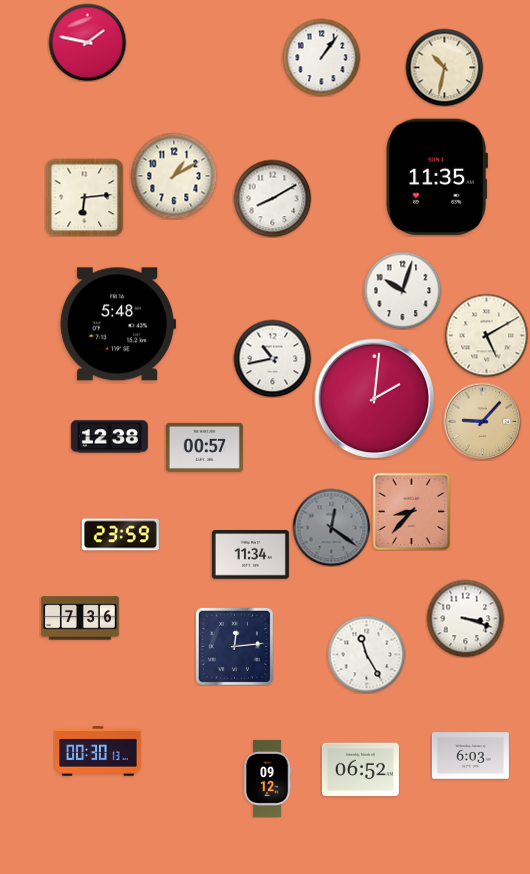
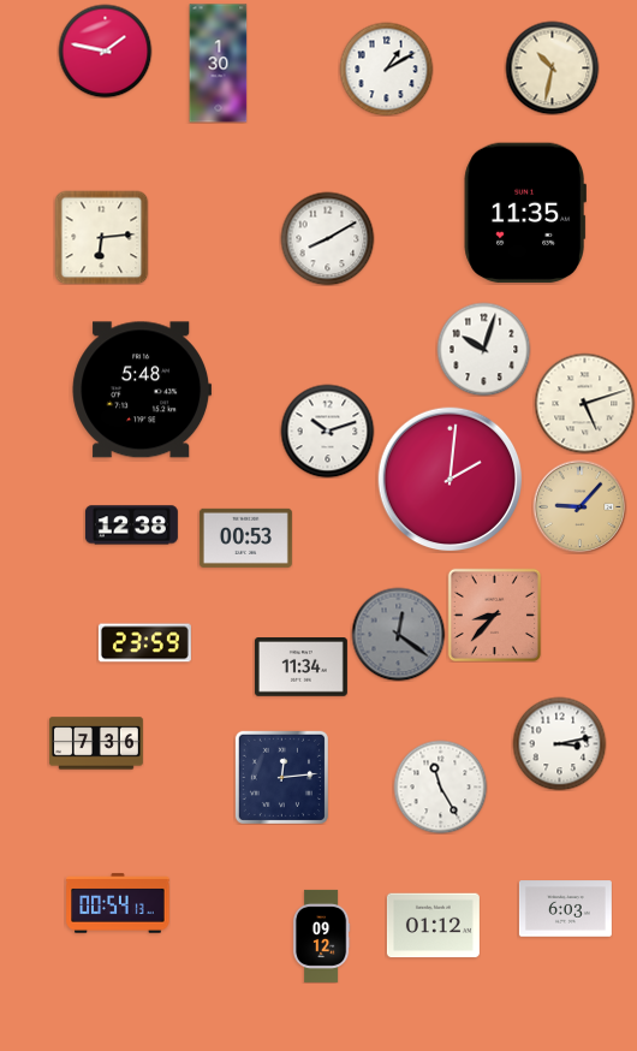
clock at (219, 64): none -> 1:30
clock at (321, 57): 1:06 -> 1:10
clock at (444, 67) position: (444, 67) -> (552, 67)
clock at (174, 176): 1:10 -> none
clock at (486, 335): 5:10 -> 5:12
clock at (272, 358): 10:43 -> 10:12
clock at (204, 447): 00:57 -> 00:53
clock at (465, 618): 3:18 -> 3:13
clock at (98, 751): 00:30 -> 00:54
clock at (360, 770): 06:52 -> 01:12
